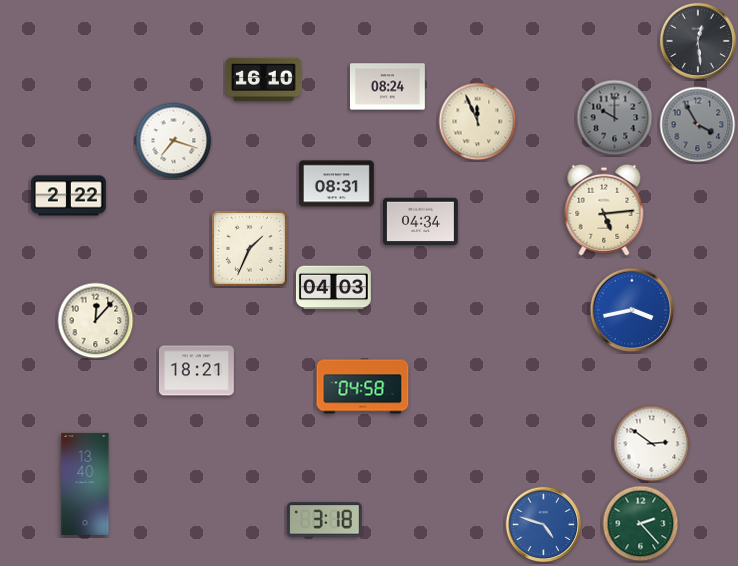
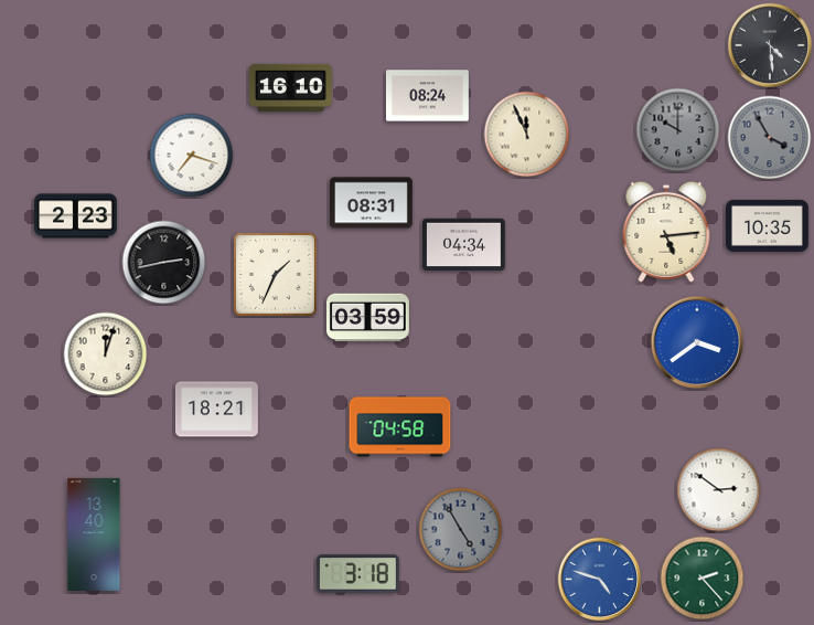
clock at (698, 41): 12:29 -> 4:29
clock at (68, 196): 2:22 -> 2:23
clock at (767, 225): none -> 10:35
clock at (164, 263): none -> 2:43
clock at (333, 288): 04:03 -> 03:59
clock at (632, 310): 3:43 -> 3:39
clock at (96, 321): 12:07 -> 12:03
clock at (461, 530): none -> 4:55
clock at (641, 524) position: (641, 524) -> (703, 579)
